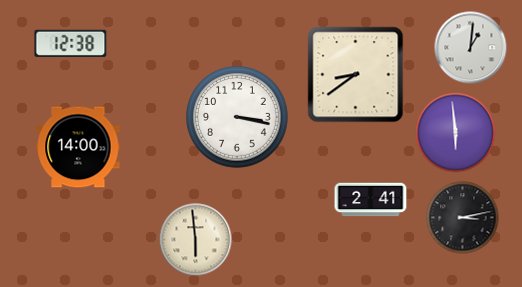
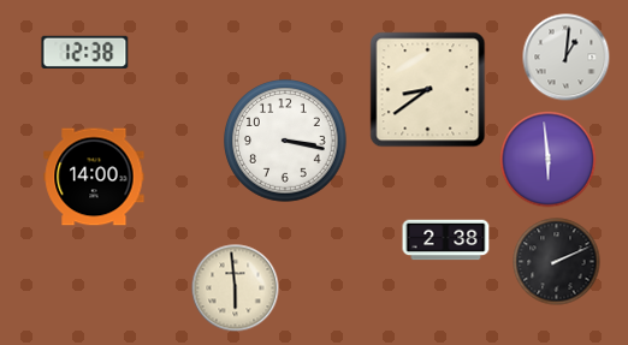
clock at (371, 200): 2:41 -> 2:38
clock at (463, 218): 3:13 -> 2:11
